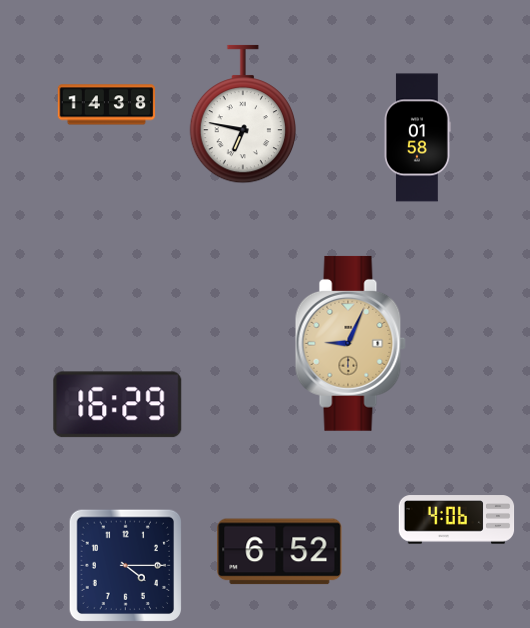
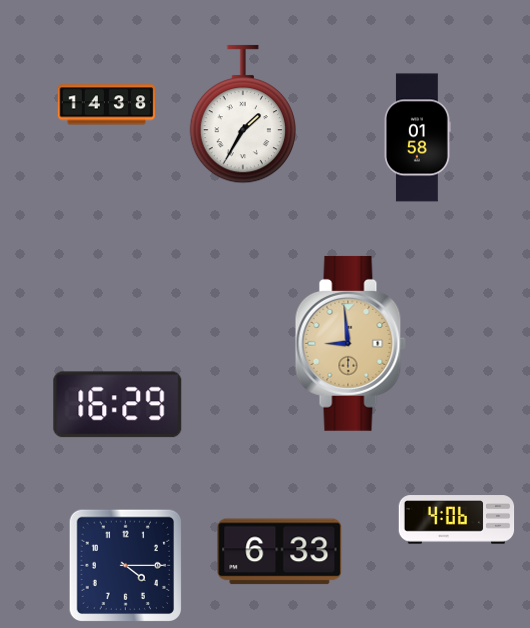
clock at (242, 114): 6:47 -> 1:35
clock at (350, 343): 9:04 -> 8:59
clock at (280, 552): 6:52 -> 6:33
